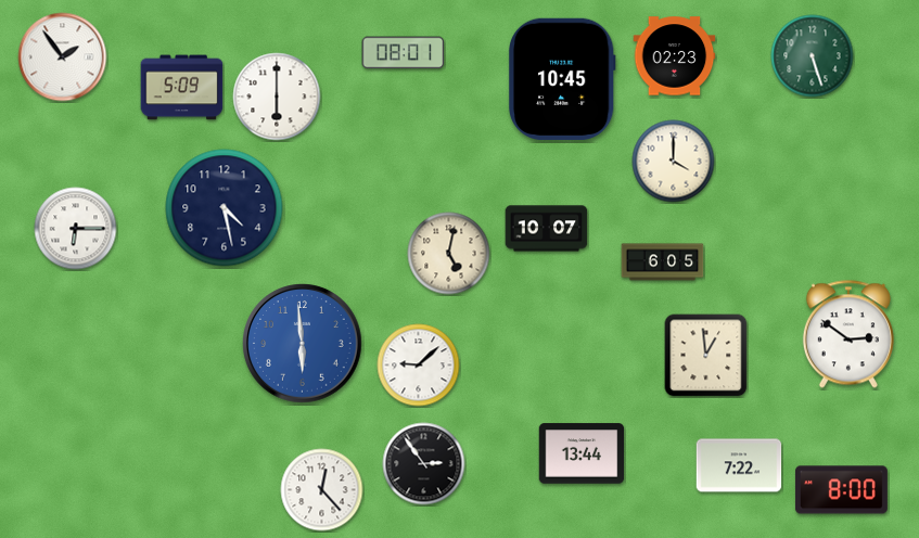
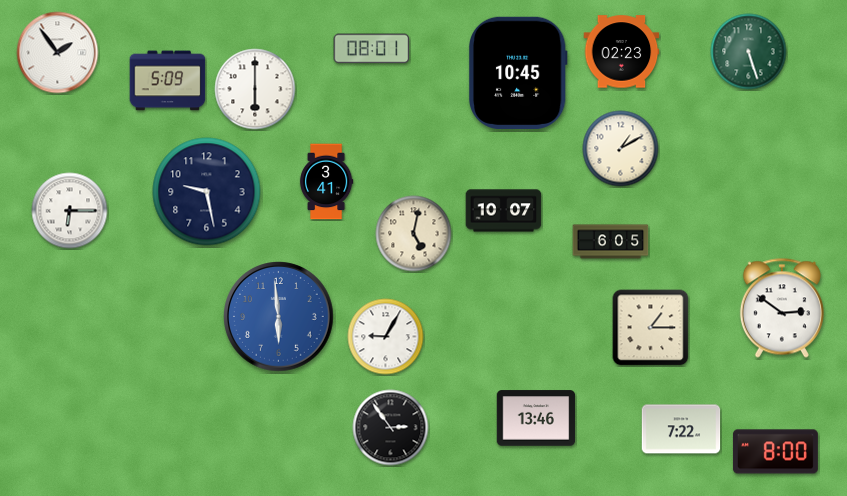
clock at (674, 162): 4:00 -> 1:10
clock at (326, 182): none -> 3:41
clock at (225, 208): 4:28 -> 9:28
clock at (706, 356): 12:59 -> 1:15
clock at (419, 366): 9:08 -> 9:05
clock at (582, 453): 13:44 -> 13:46
clock at (322, 490): 12:23 -> none
